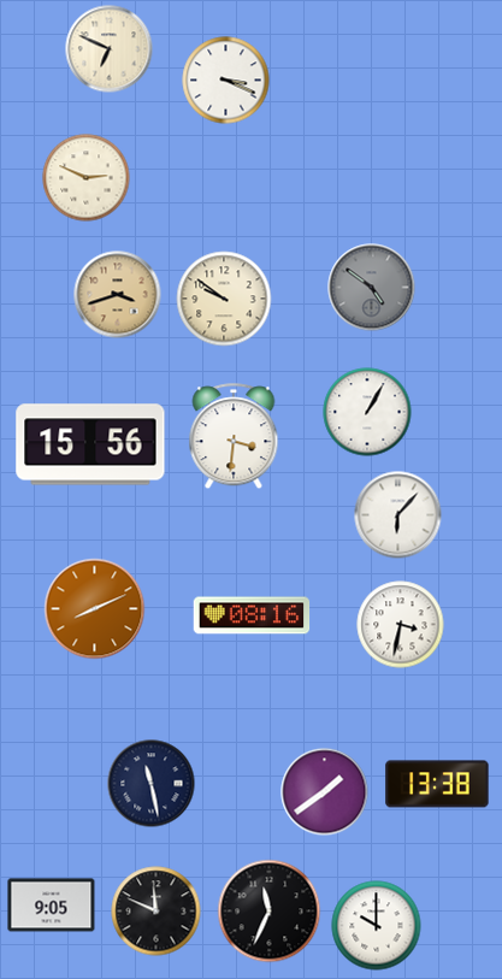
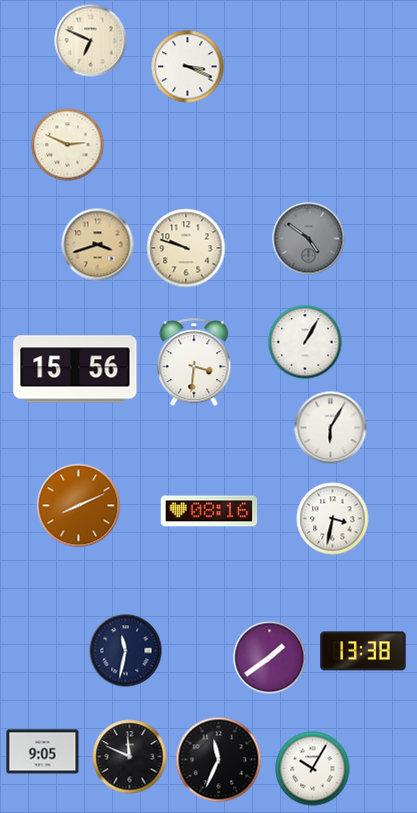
clock at (87, 178) position: (87, 178) -> (68, 145)
clock at (224, 299): 9:51 -> 9:48
clock at (398, 515): 6:07 -> 6:05
clock at (152, 784): 11:28 -> 11:32
clock at (270, 912) position: (270, 912) -> (219, 760)
clock at (377, 926): 10:00 -> 10:05
